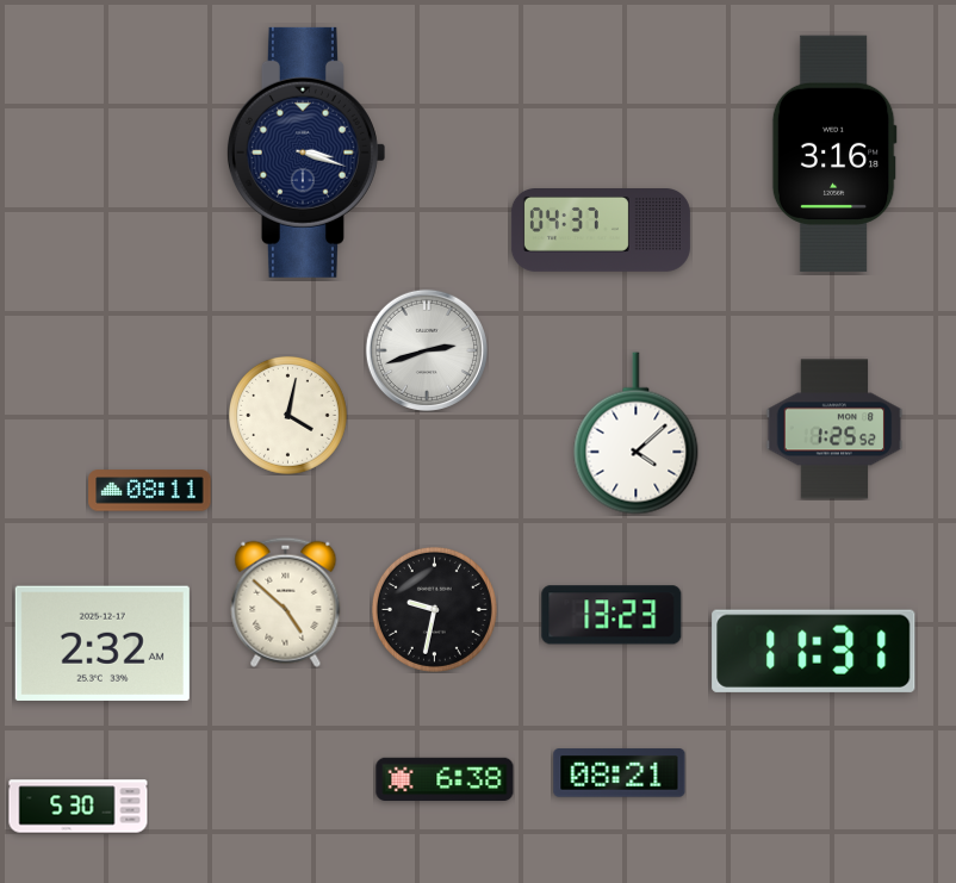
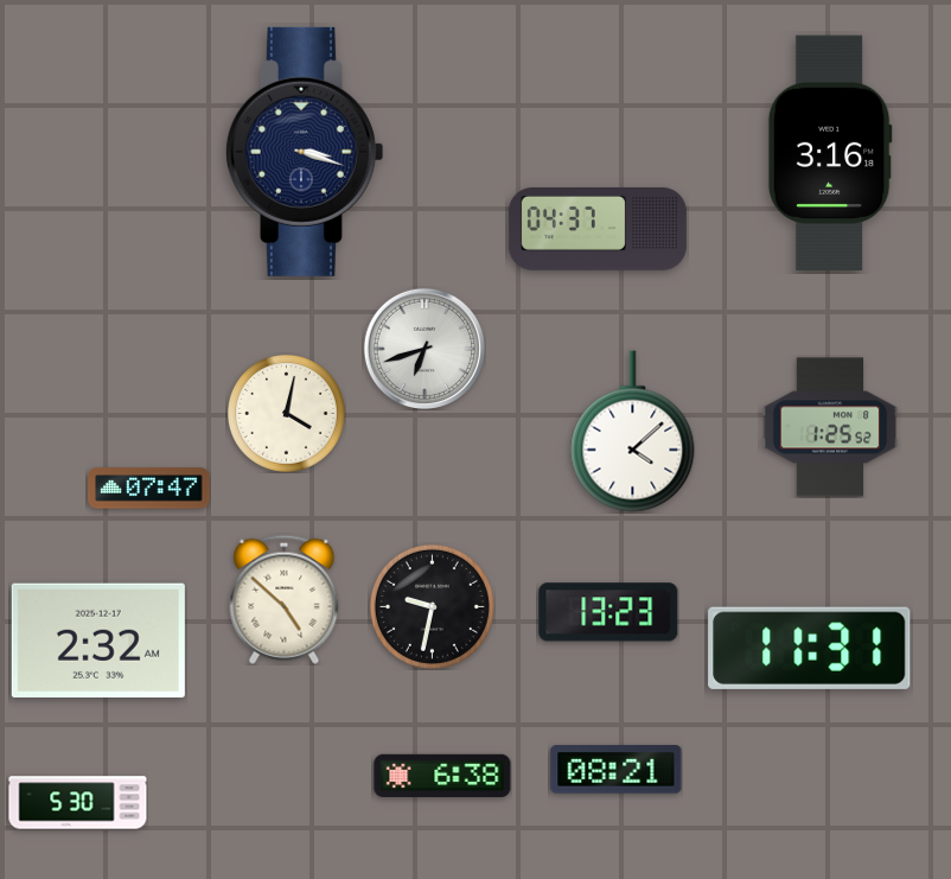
clock at (427, 350): 2:42 -> 6:42
clock at (150, 491): 08:11 -> 07:47
clock at (103, 643) position: (103, 643) -> (98, 641)
